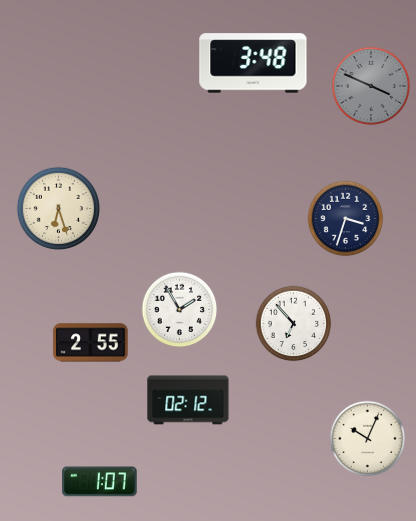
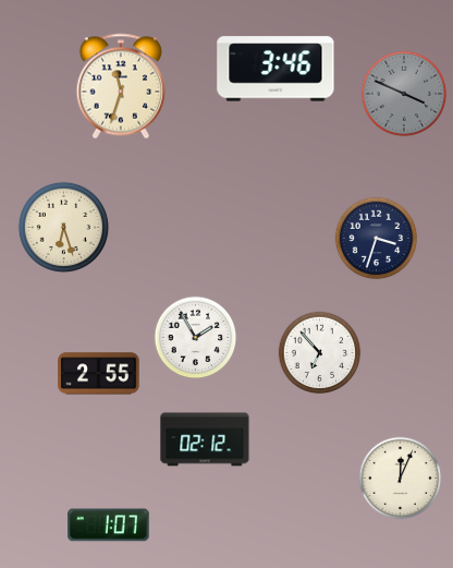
clock at (253, 63): 3:48 -> 3:46
clock at (121, 86): none -> 11:33
clock at (188, 400) position: (188, 400) -> (205, 439)
clock at (368, 439): 10:04 -> 12:04
